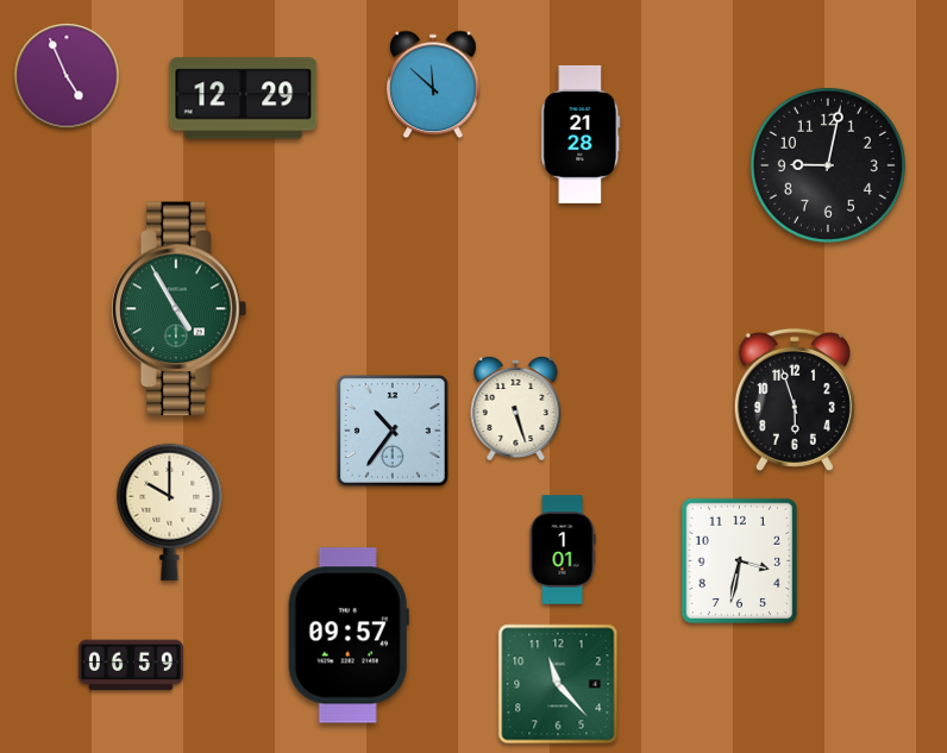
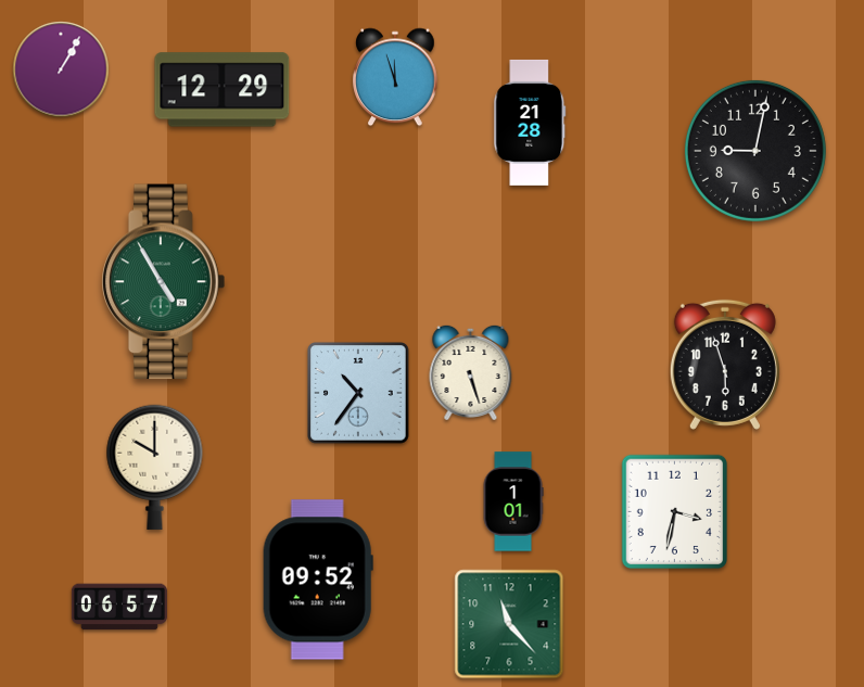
clock at (67, 76): 4:56 -> 1:05
clock at (433, 84): 11:52 -> 11:57
clock at (349, 635): 09:57 -> 09:52
clock at (131, 665): 06:59 -> 06:57
